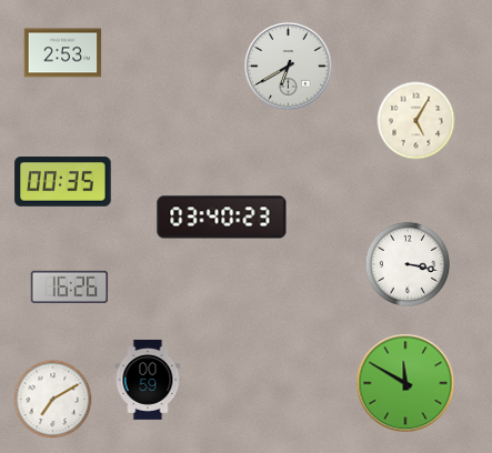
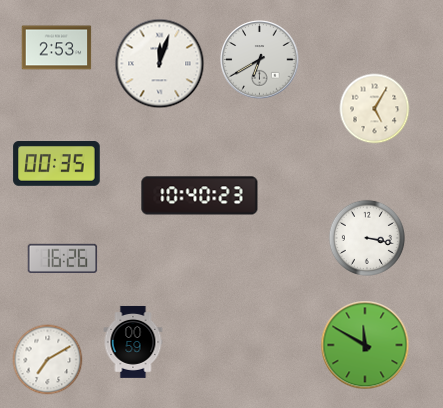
clock at (160, 64): none -> 12:03
clock at (222, 218): 03:40 -> 10:40
